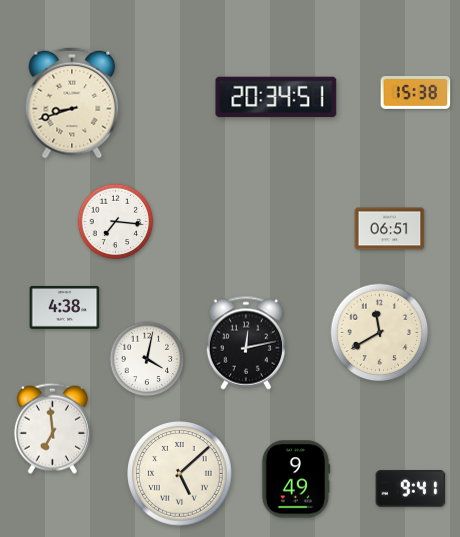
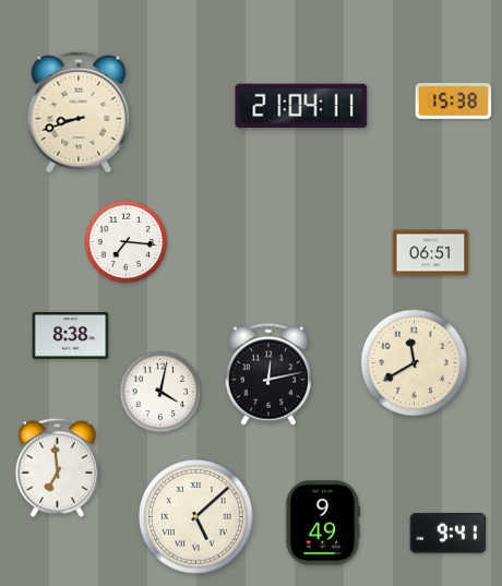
clock at (276, 97): 20:34 -> 21:04
clock at (390, 229) position: (390, 229) -> (431, 253)
clock at (65, 307): 4:38 -> 8:38
